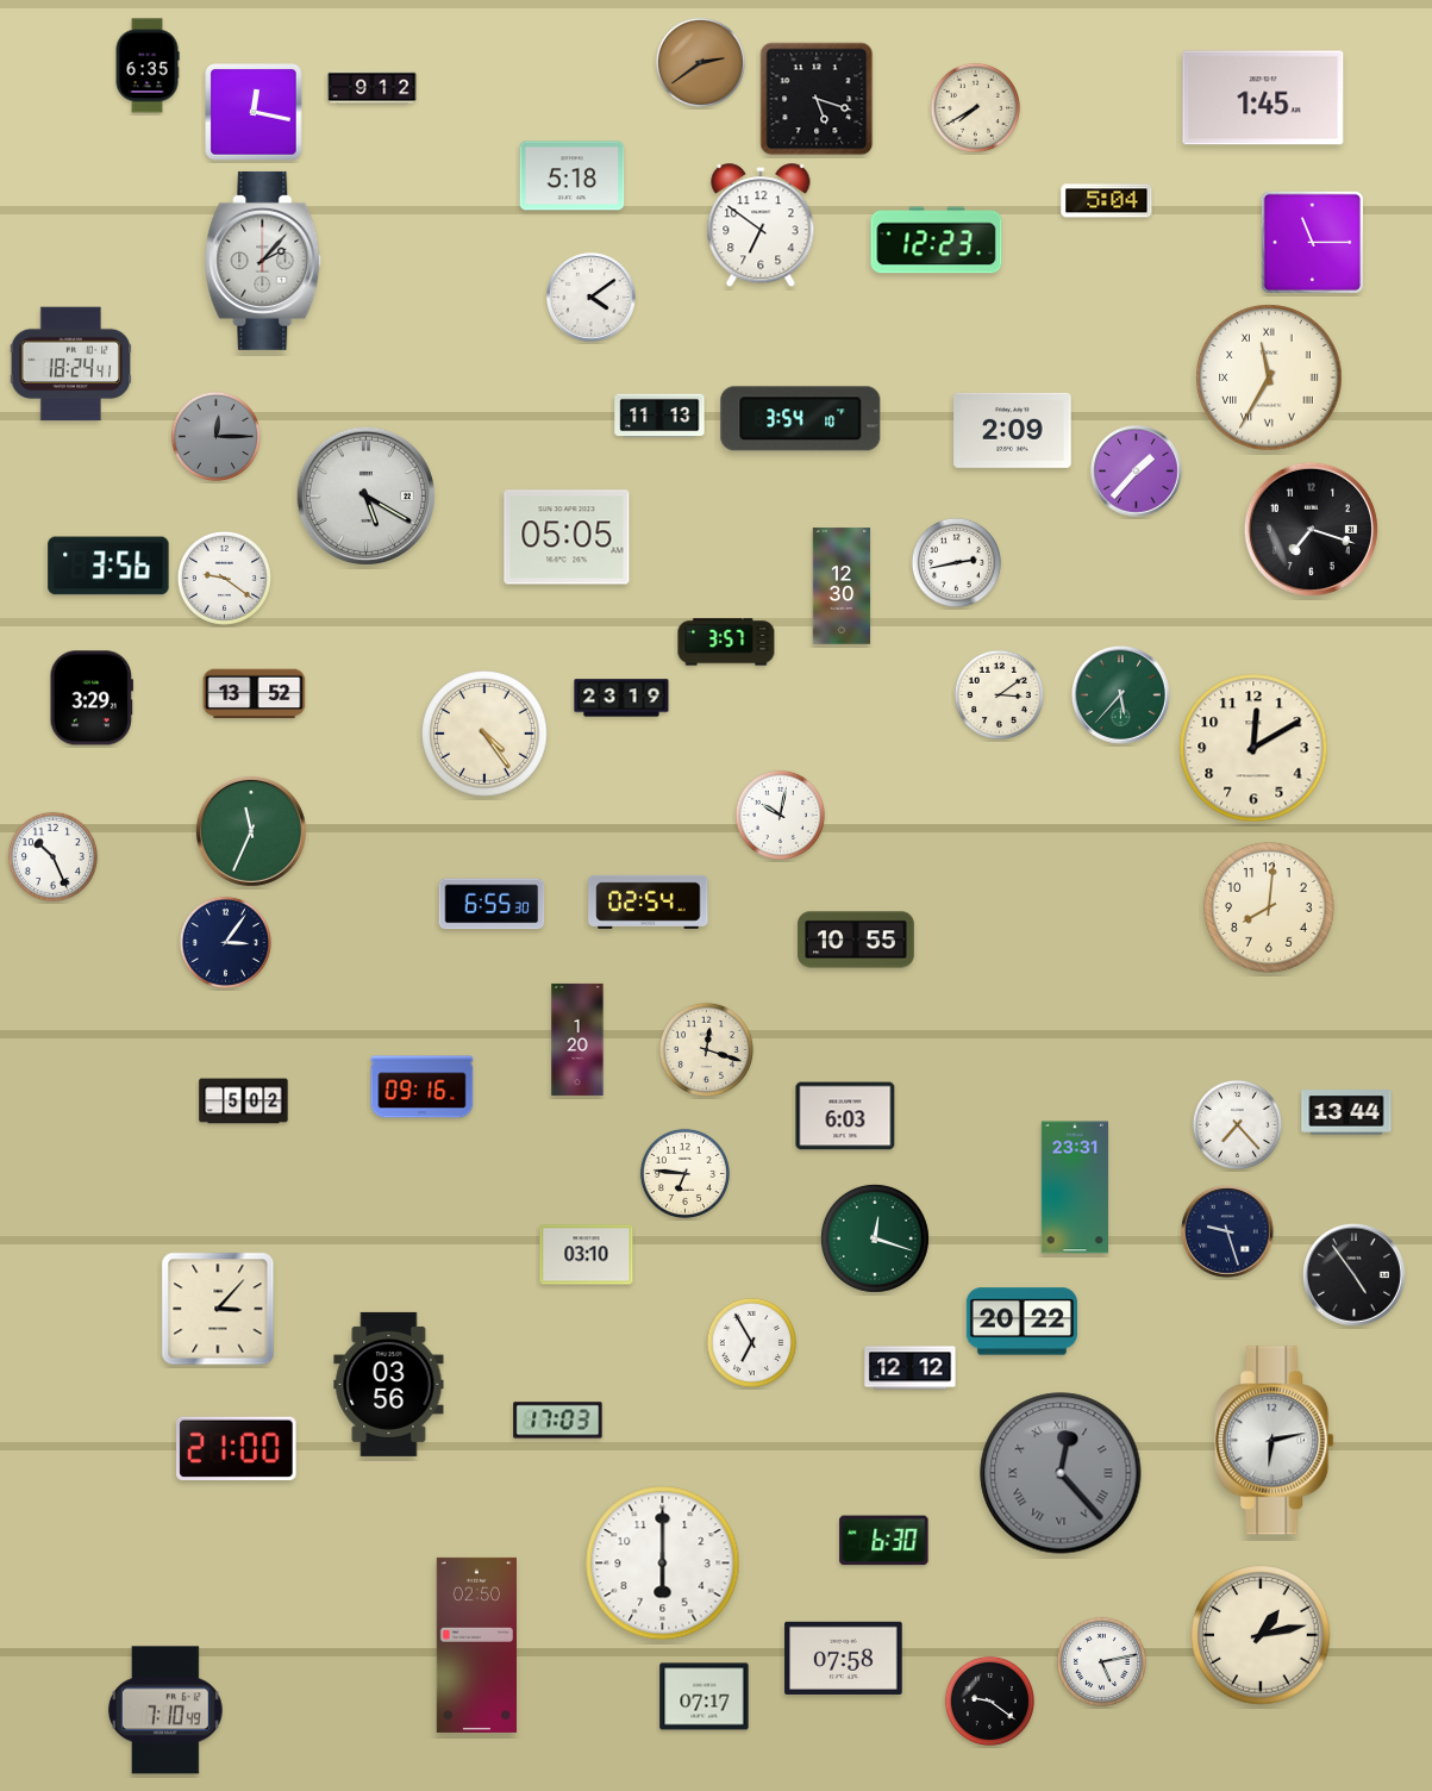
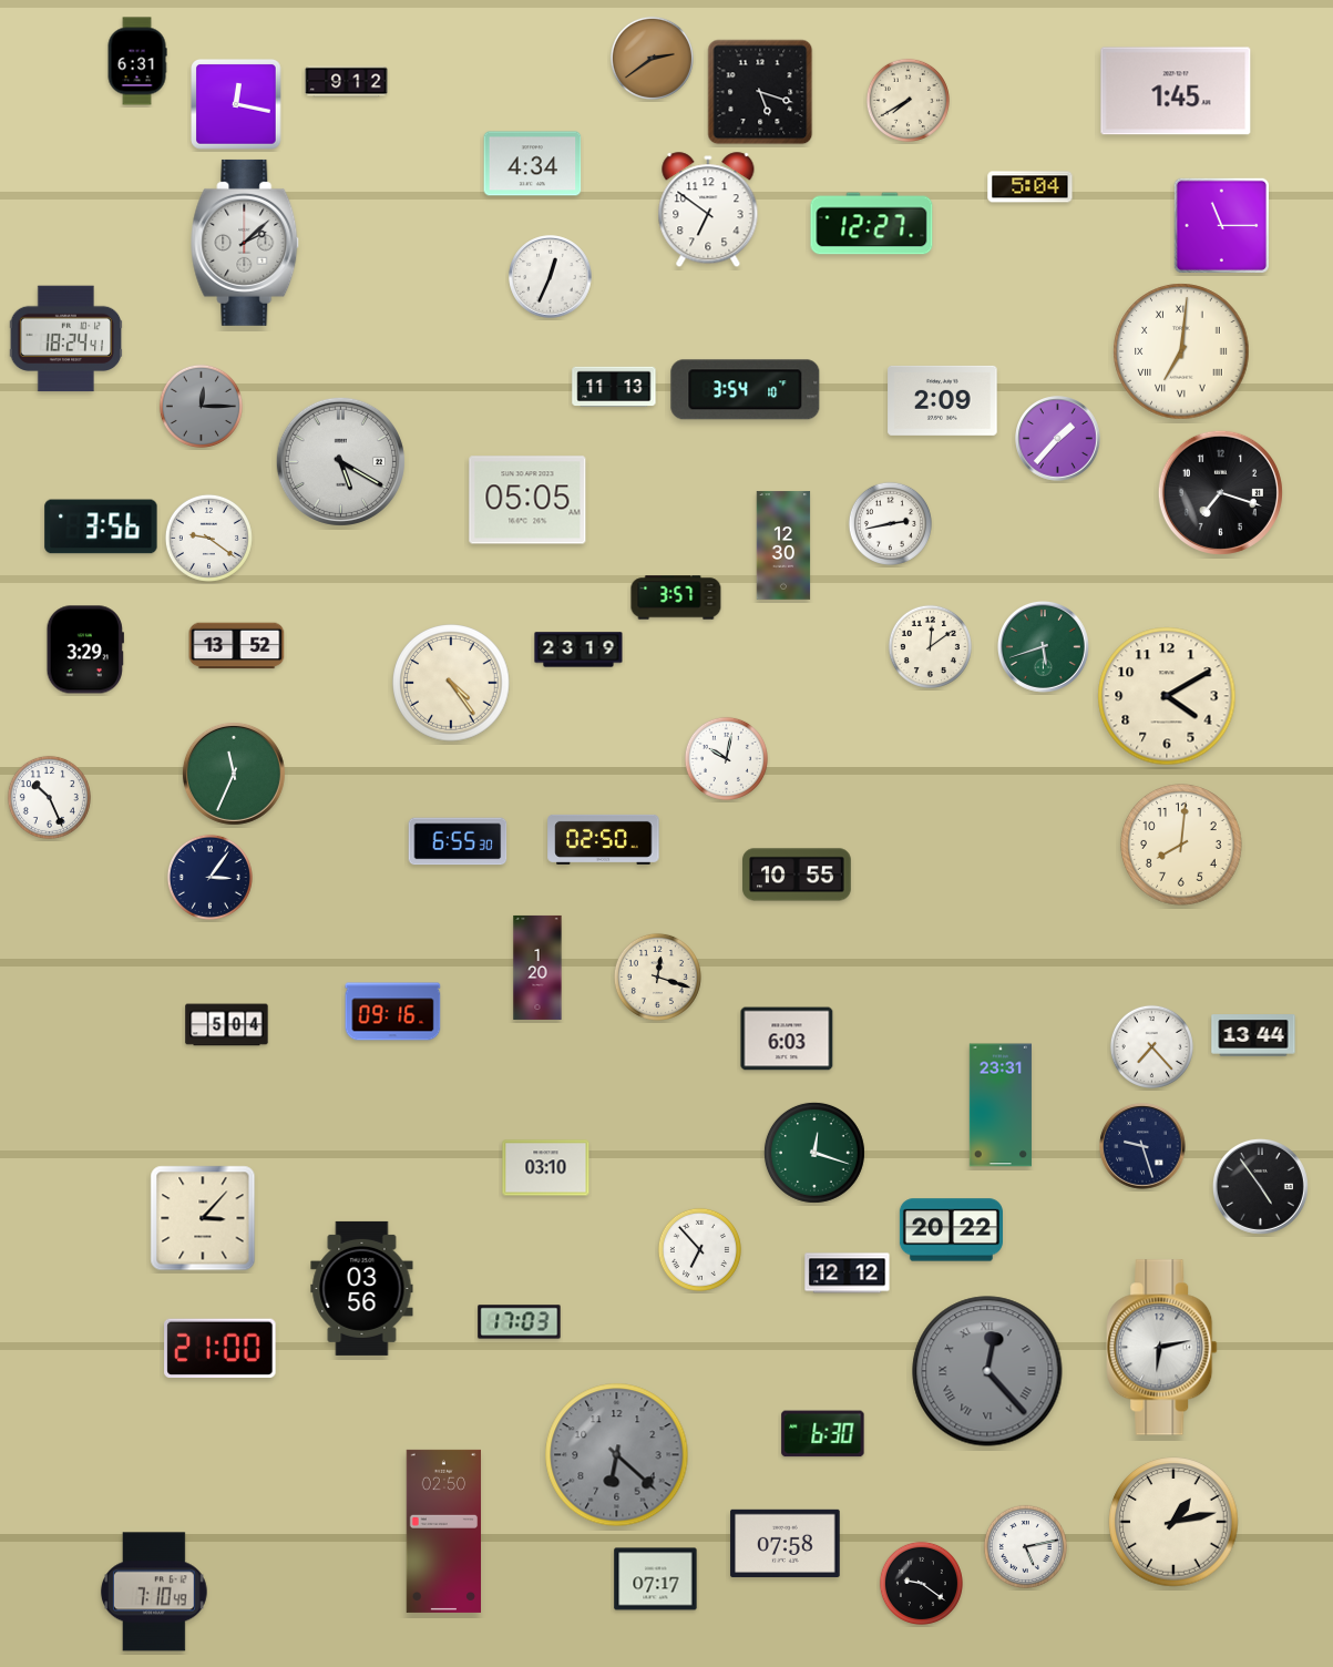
clock at (148, 65): 6:35 -> 6:31
clock at (573, 176): 5:18 -> 4:34
clock at (937, 241): 12:23 -> 12:27
clock at (263, 261): 2:07 -> 2:08
clock at (592, 298): 4:09 -> 12:34
clock at (1269, 377): 11:35 -> 7:01
clock at (999, 694): 3:09 -> 12:09
clock at (1121, 695): 5:37 -> 5:42
clock at (1253, 748): 12:10 -> 4:10
clock at (649, 901): 02:54 -> 02:50
clock at (244, 1102): 5:02 -> 5:04
clock at (684, 1173): 6:46 -> none
clock at (751, 1342): 6:55 -> 6:53
clock at (1275, 1441) position: (1275, 1441) -> (1162, 1348)
clock at (663, 1564): 6:00 -> 6:22
clock at (663, 1564) dial: white -> grey
